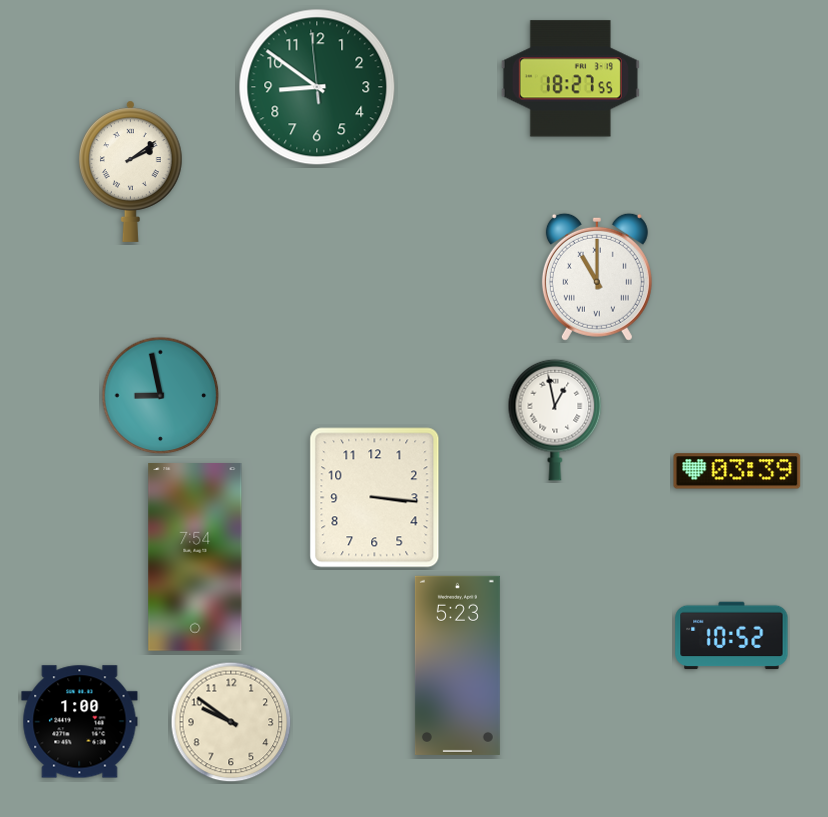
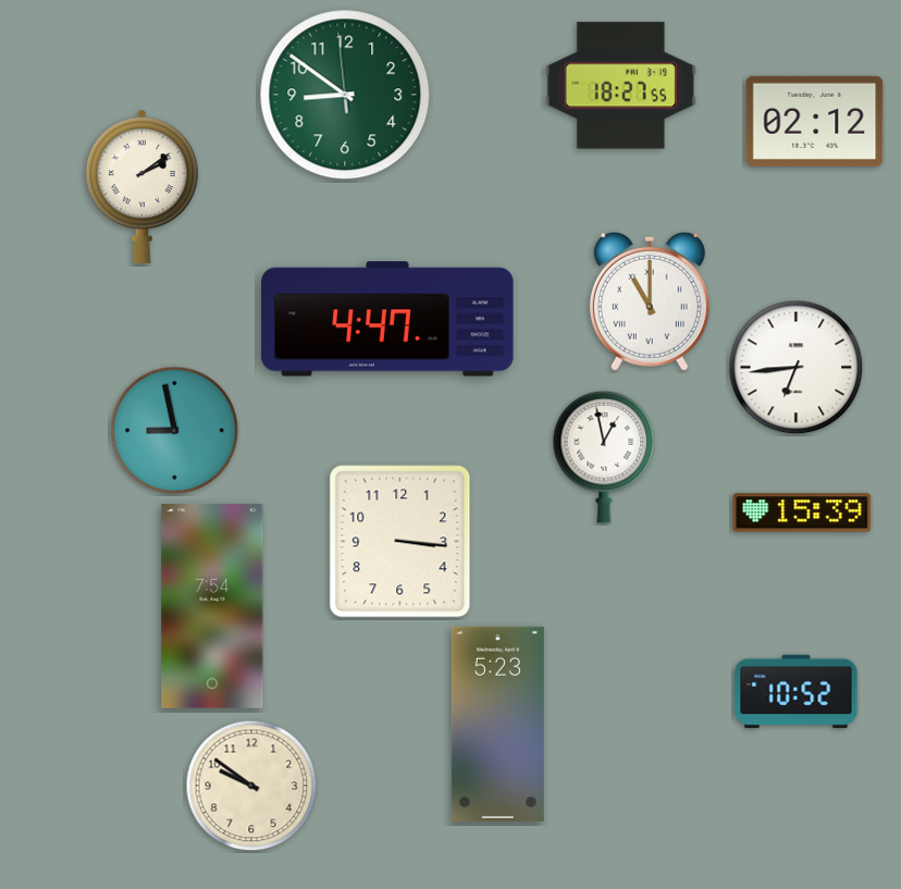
clock at (815, 121): none -> 02:12
clock at (387, 319): none -> 4:47
clock at (797, 368): none -> 6:44
clock at (737, 471): 03:39 -> 15:39
clock at (375, 498) position: (375, 498) -> (400, 542)
clock at (80, 722): 1:00 -> none
